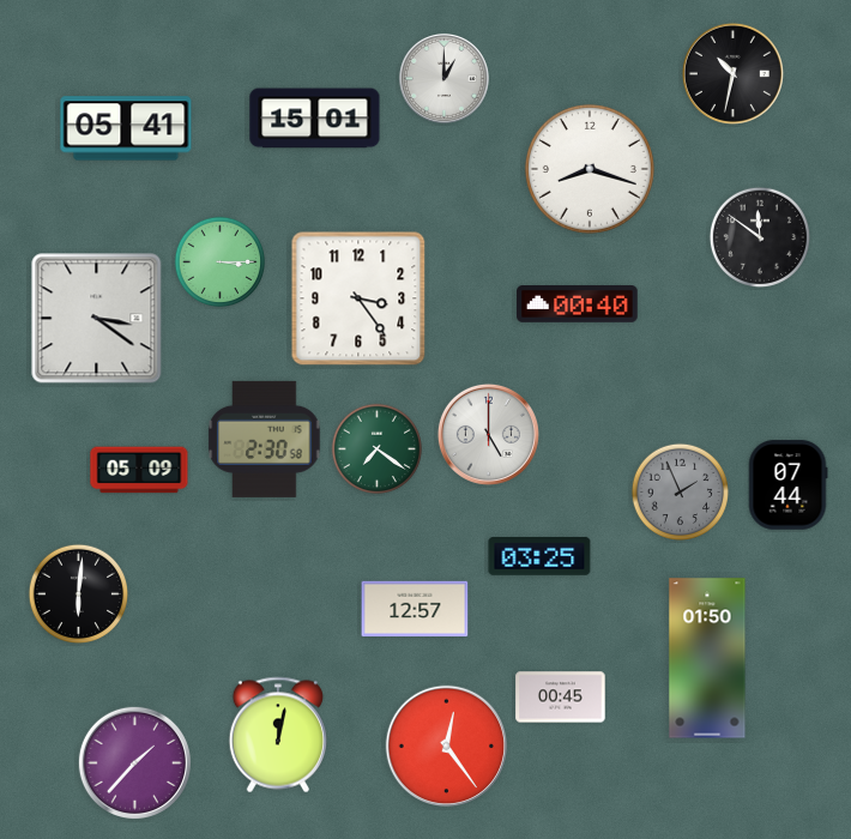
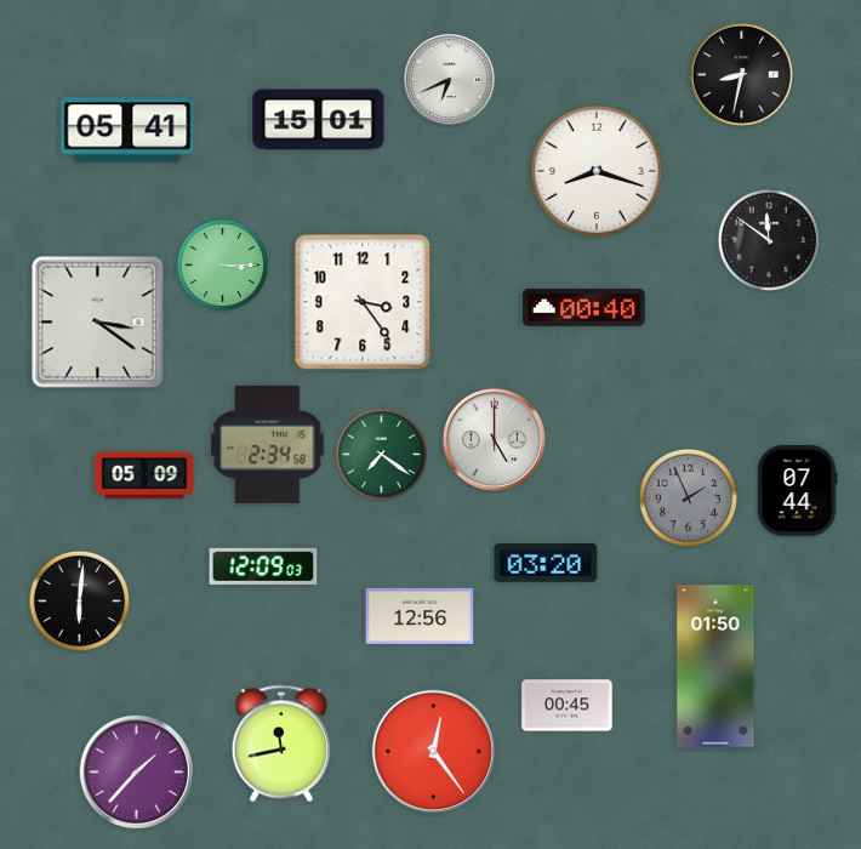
clock at (732, 73): 10:32 -> 8:32
clock at (443, 78): 1:00 -> 6:41
clock at (265, 439): 2:30 -> 2:34
clock at (139, 470) position: (139, 470) -> (144, 475)
clock at (539, 557): 03:25 -> 03:20
clock at (263, 566): none -> 12:09
clock at (415, 608): 12:57 -> 12:56
clock at (277, 735): 12:02 -> 11:43
clock at (446, 746) position: (446, 746) -> (433, 751)
